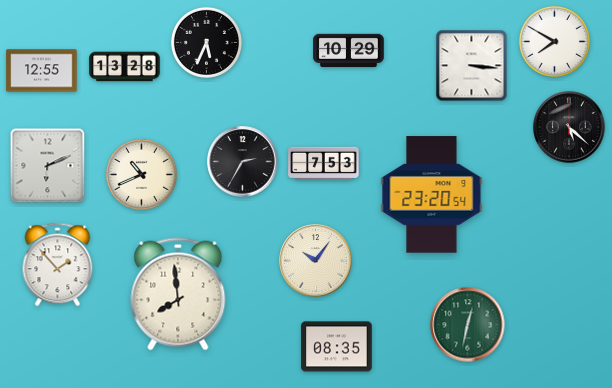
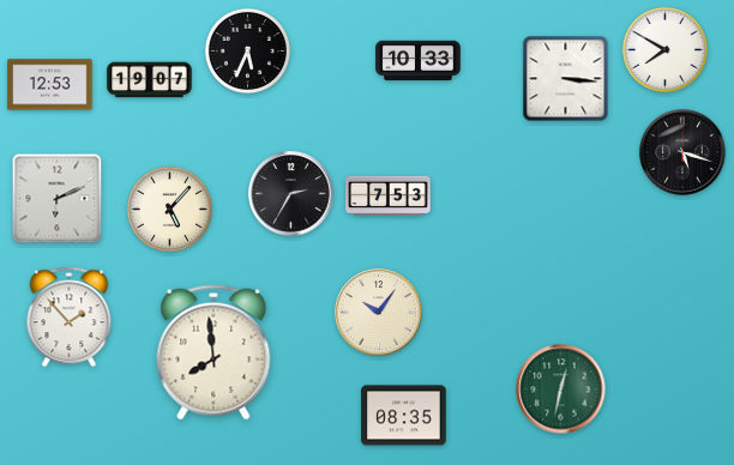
clock at (349, 51): 10:29 -> 10:33
clock at (125, 67): 13:28 -> 19:07
clock at (42, 71): 12:55 -> 12:53
clock at (569, 127): 5:22 -> 5:18
clock at (141, 174): 10:41 -> 5:07
clock at (432, 195): 23:20 -> none
